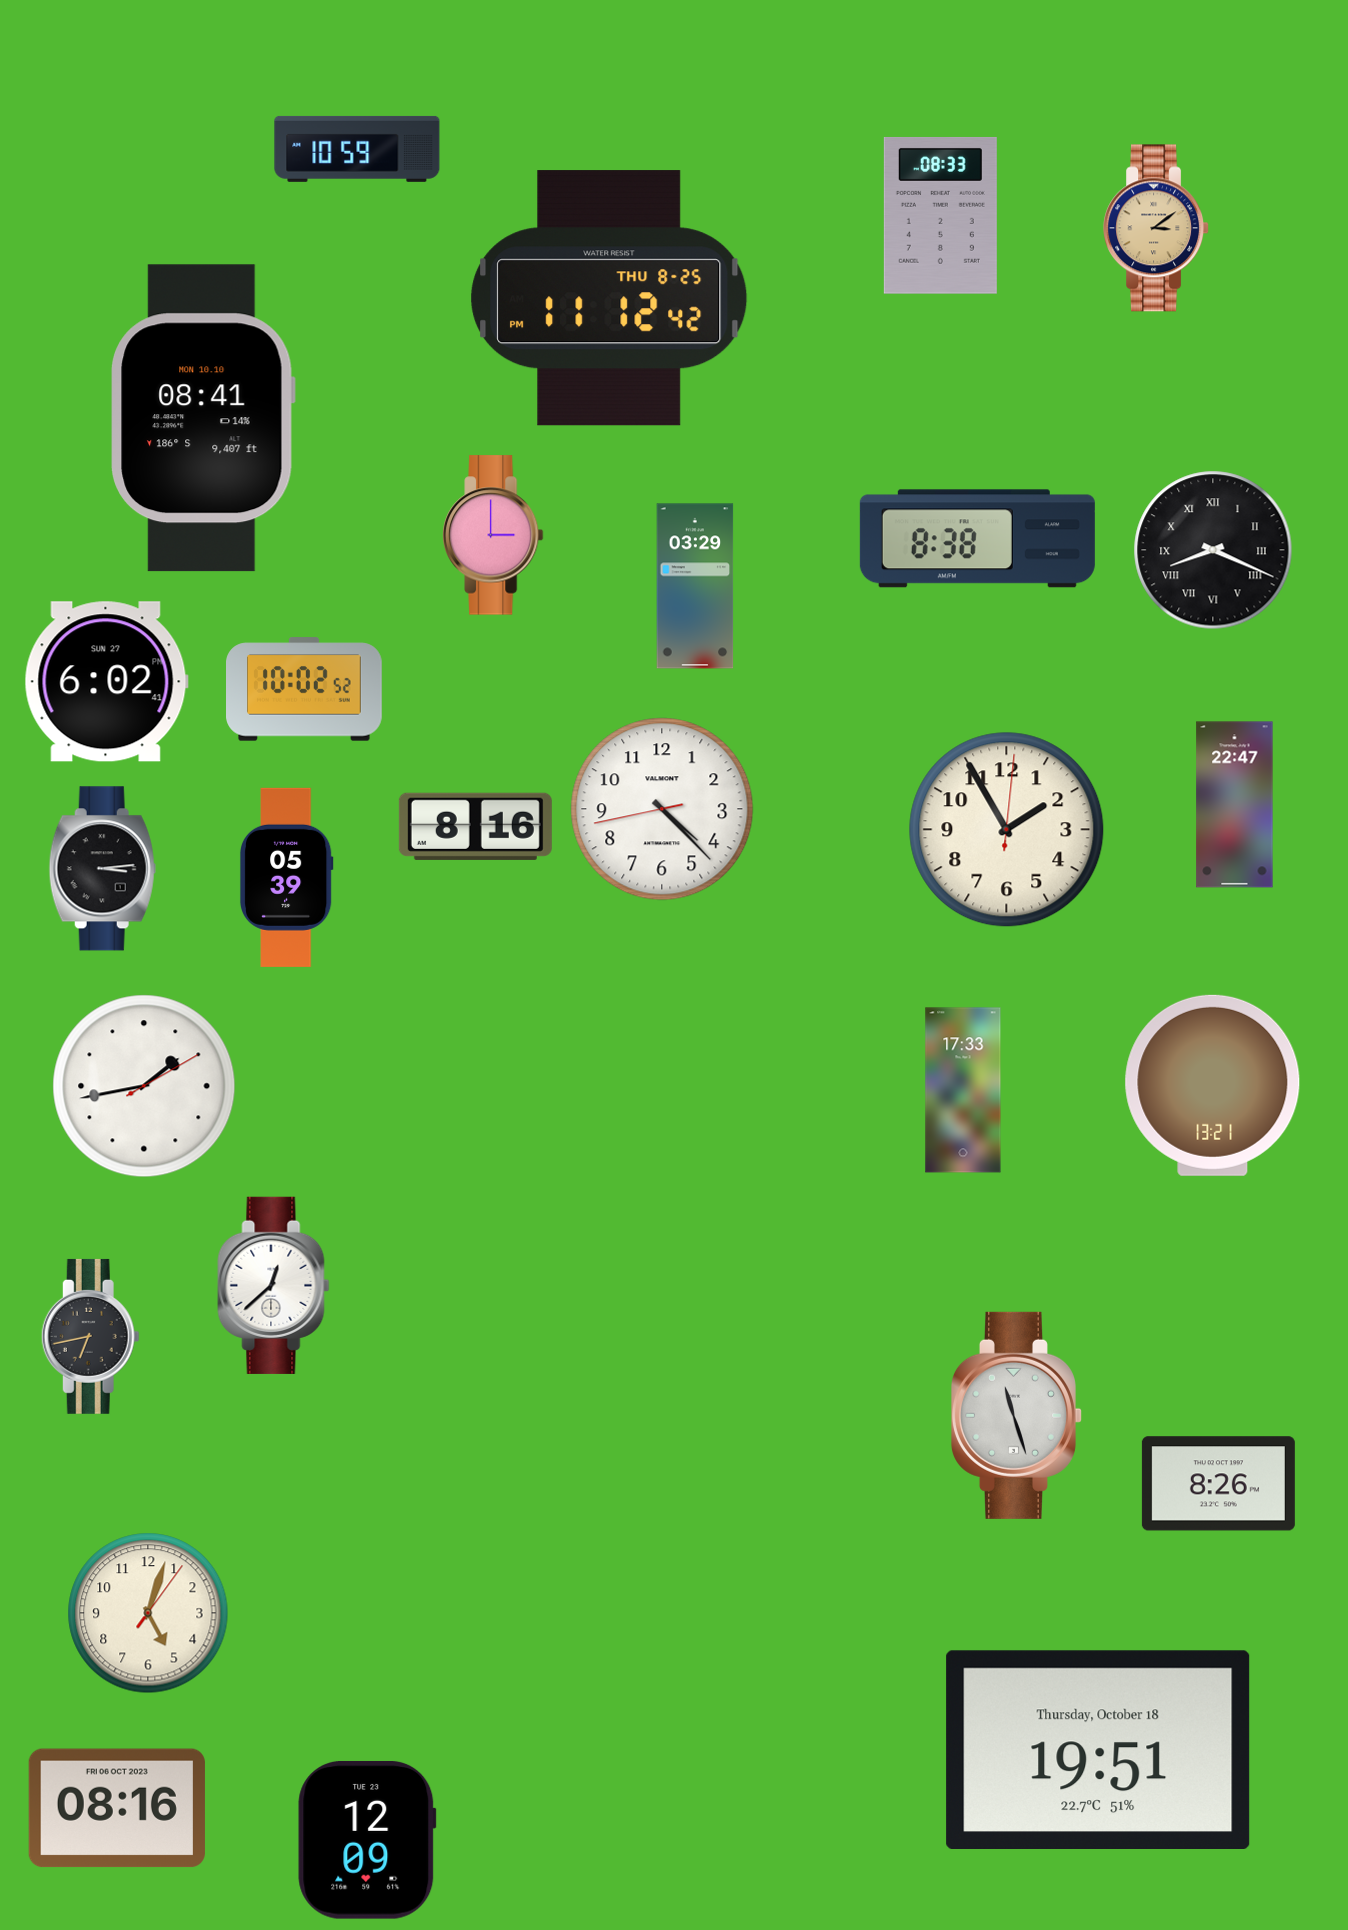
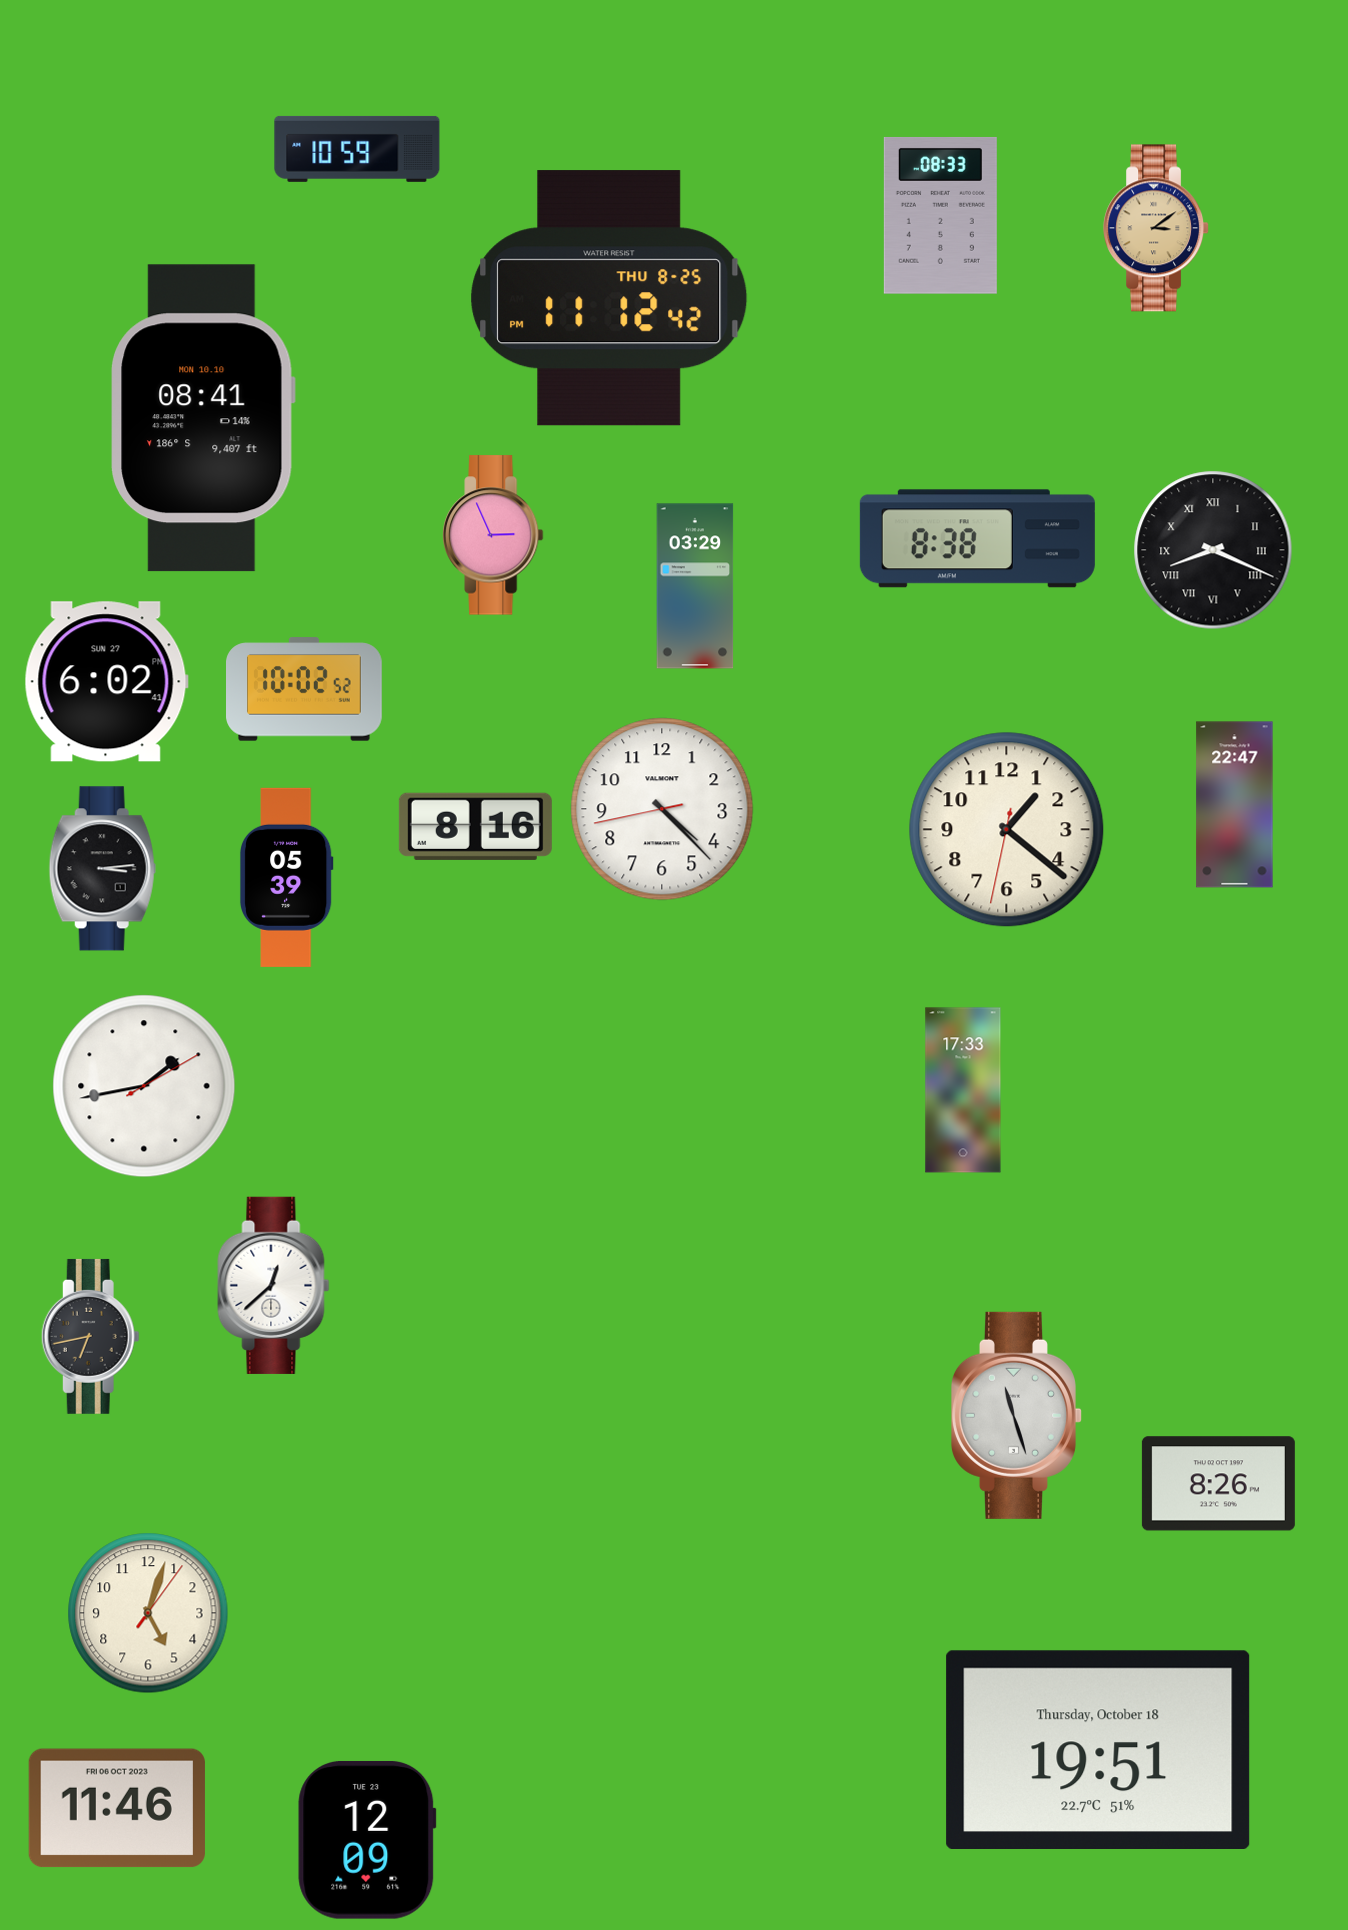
clock at (493, 535): 3:00 -> 2:56
clock at (1007, 830): 1:55 -> 1:21
clock at (1213, 1085): 13:21 -> none
clock at (117, 1808): 08:16 -> 11:46
